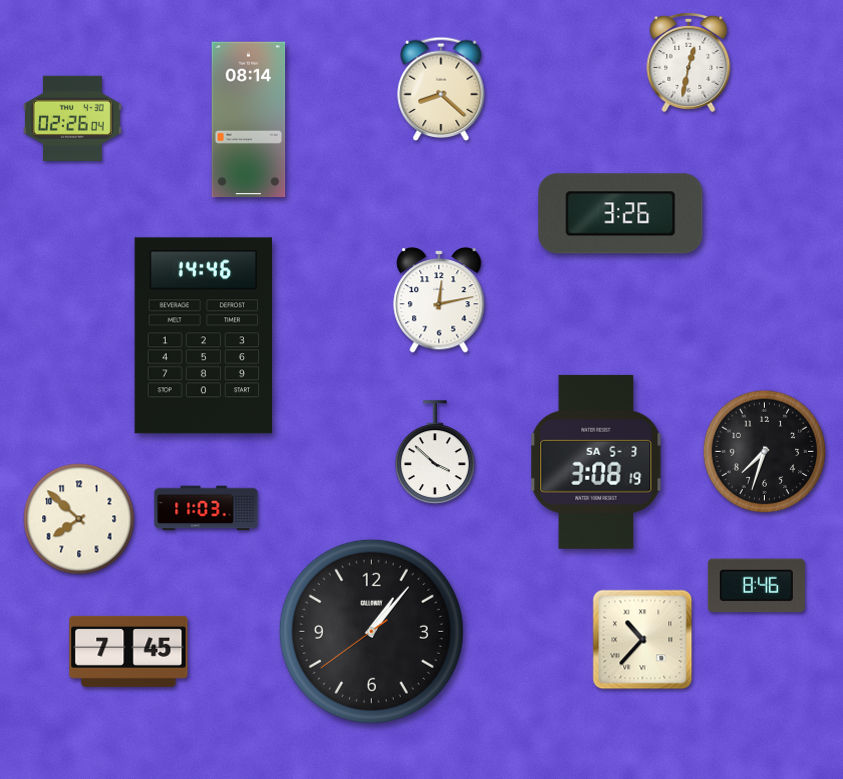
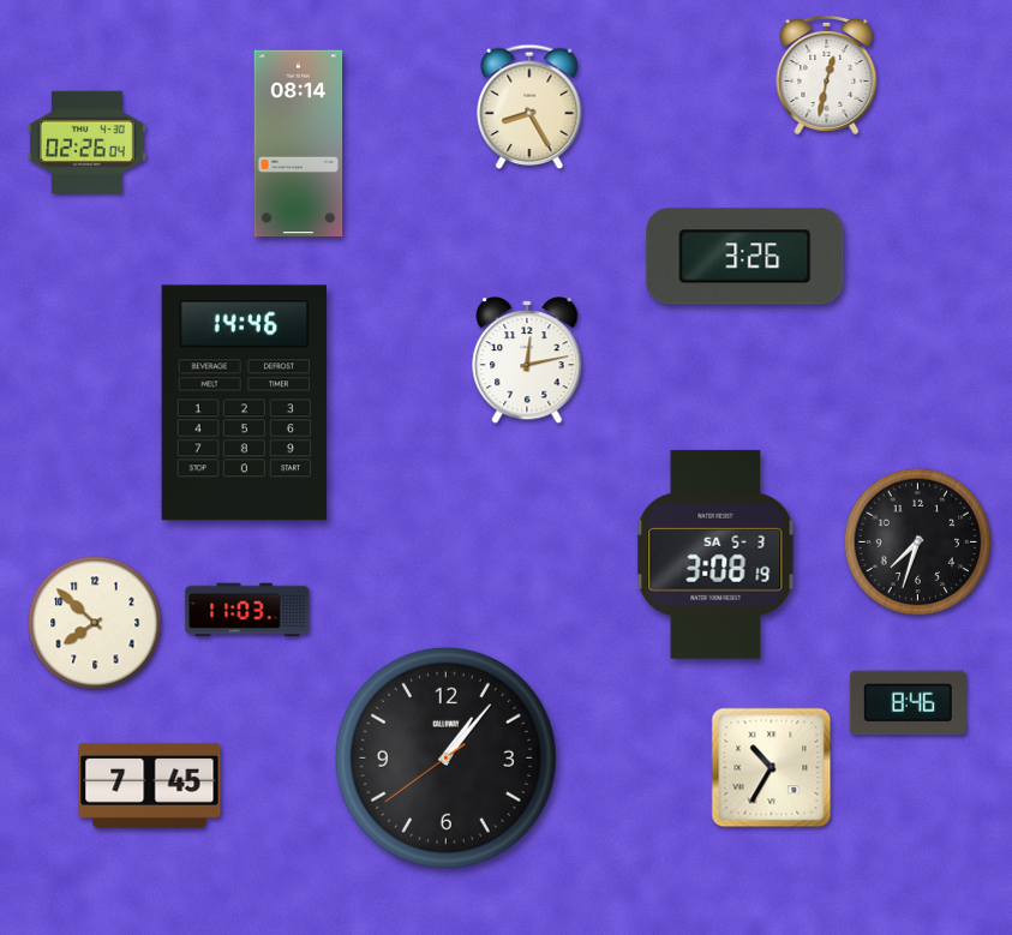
clock at (441, 88): 8:22 -> 8:25
clock at (435, 452): 3:52 -> none
clock at (643, 640): 10:37 -> 10:35
clock at (129, 651) position: (129, 651) -> (150, 785)
